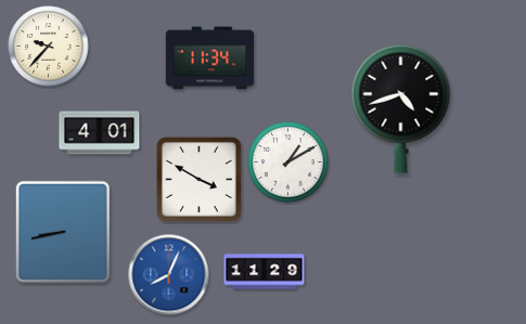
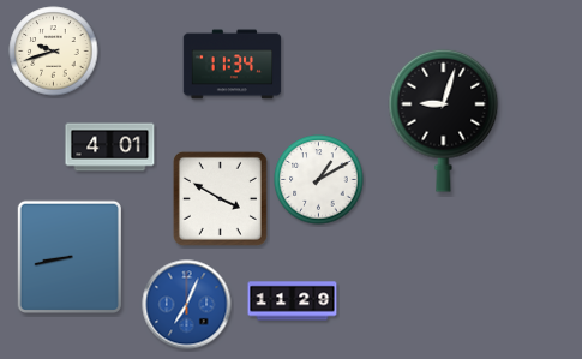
clock at (49, 47): 9:37 -> 9:42
clock at (401, 108): 4:42 -> 9:03
clock at (169, 275): 8:04 -> 7:04
